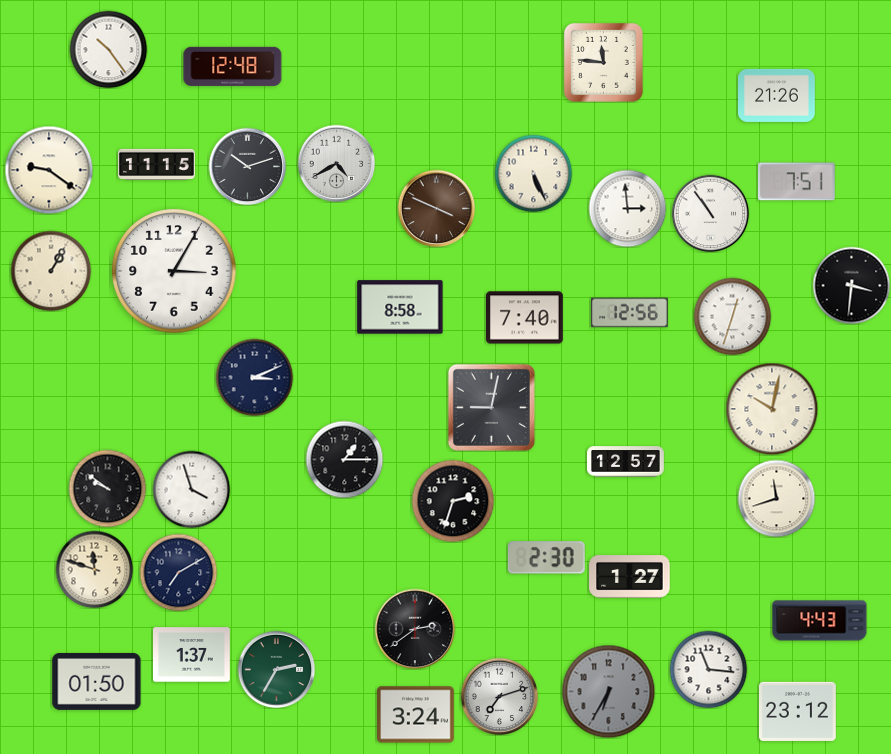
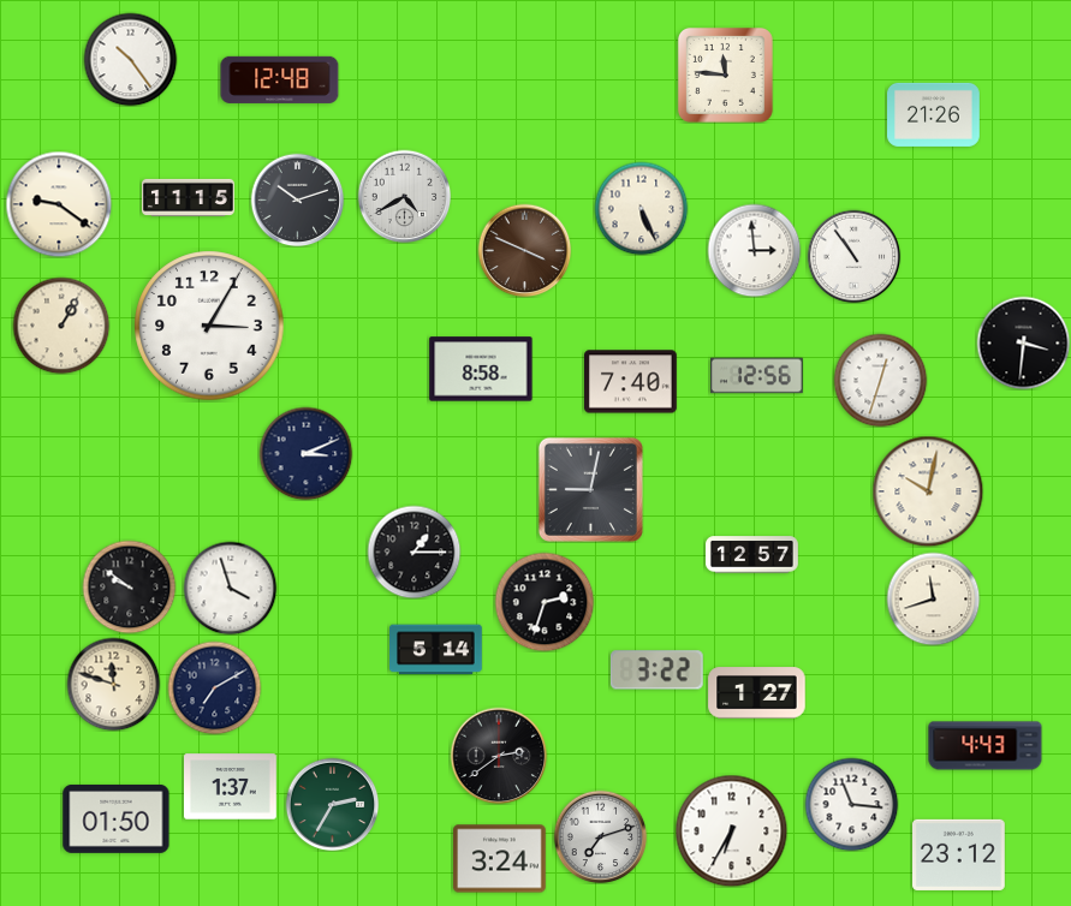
clock at (796, 182): 7:51 -> none
clock at (436, 650): none -> 5:14
clock at (546, 558): 2:30 -> 3:22
clock at (608, 691) dial: grey -> white
